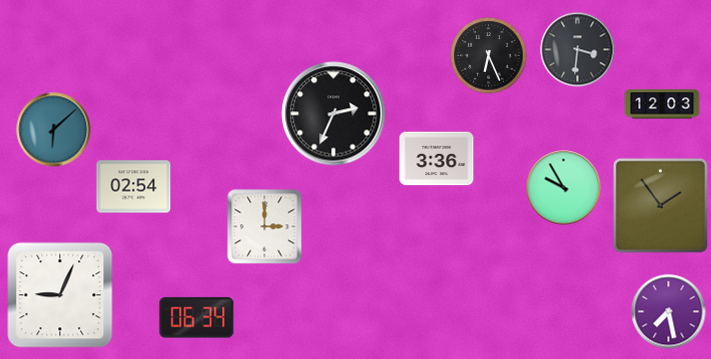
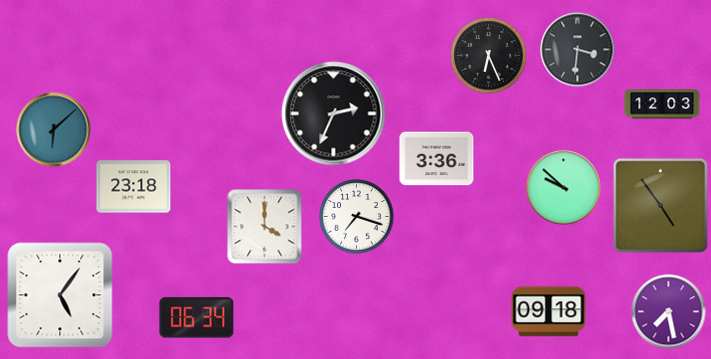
clock at (134, 187): 02:54 -> 23:18
clock at (564, 188): 9:55 -> 9:52
clock at (660, 205): 1:54 -> 4:54
clock at (357, 217): none -> 7:18
clock at (265, 227): 3:00 -> 4:00
clock at (60, 295): 9:04 -> 5:06
clock at (549, 312): none -> 09:18
